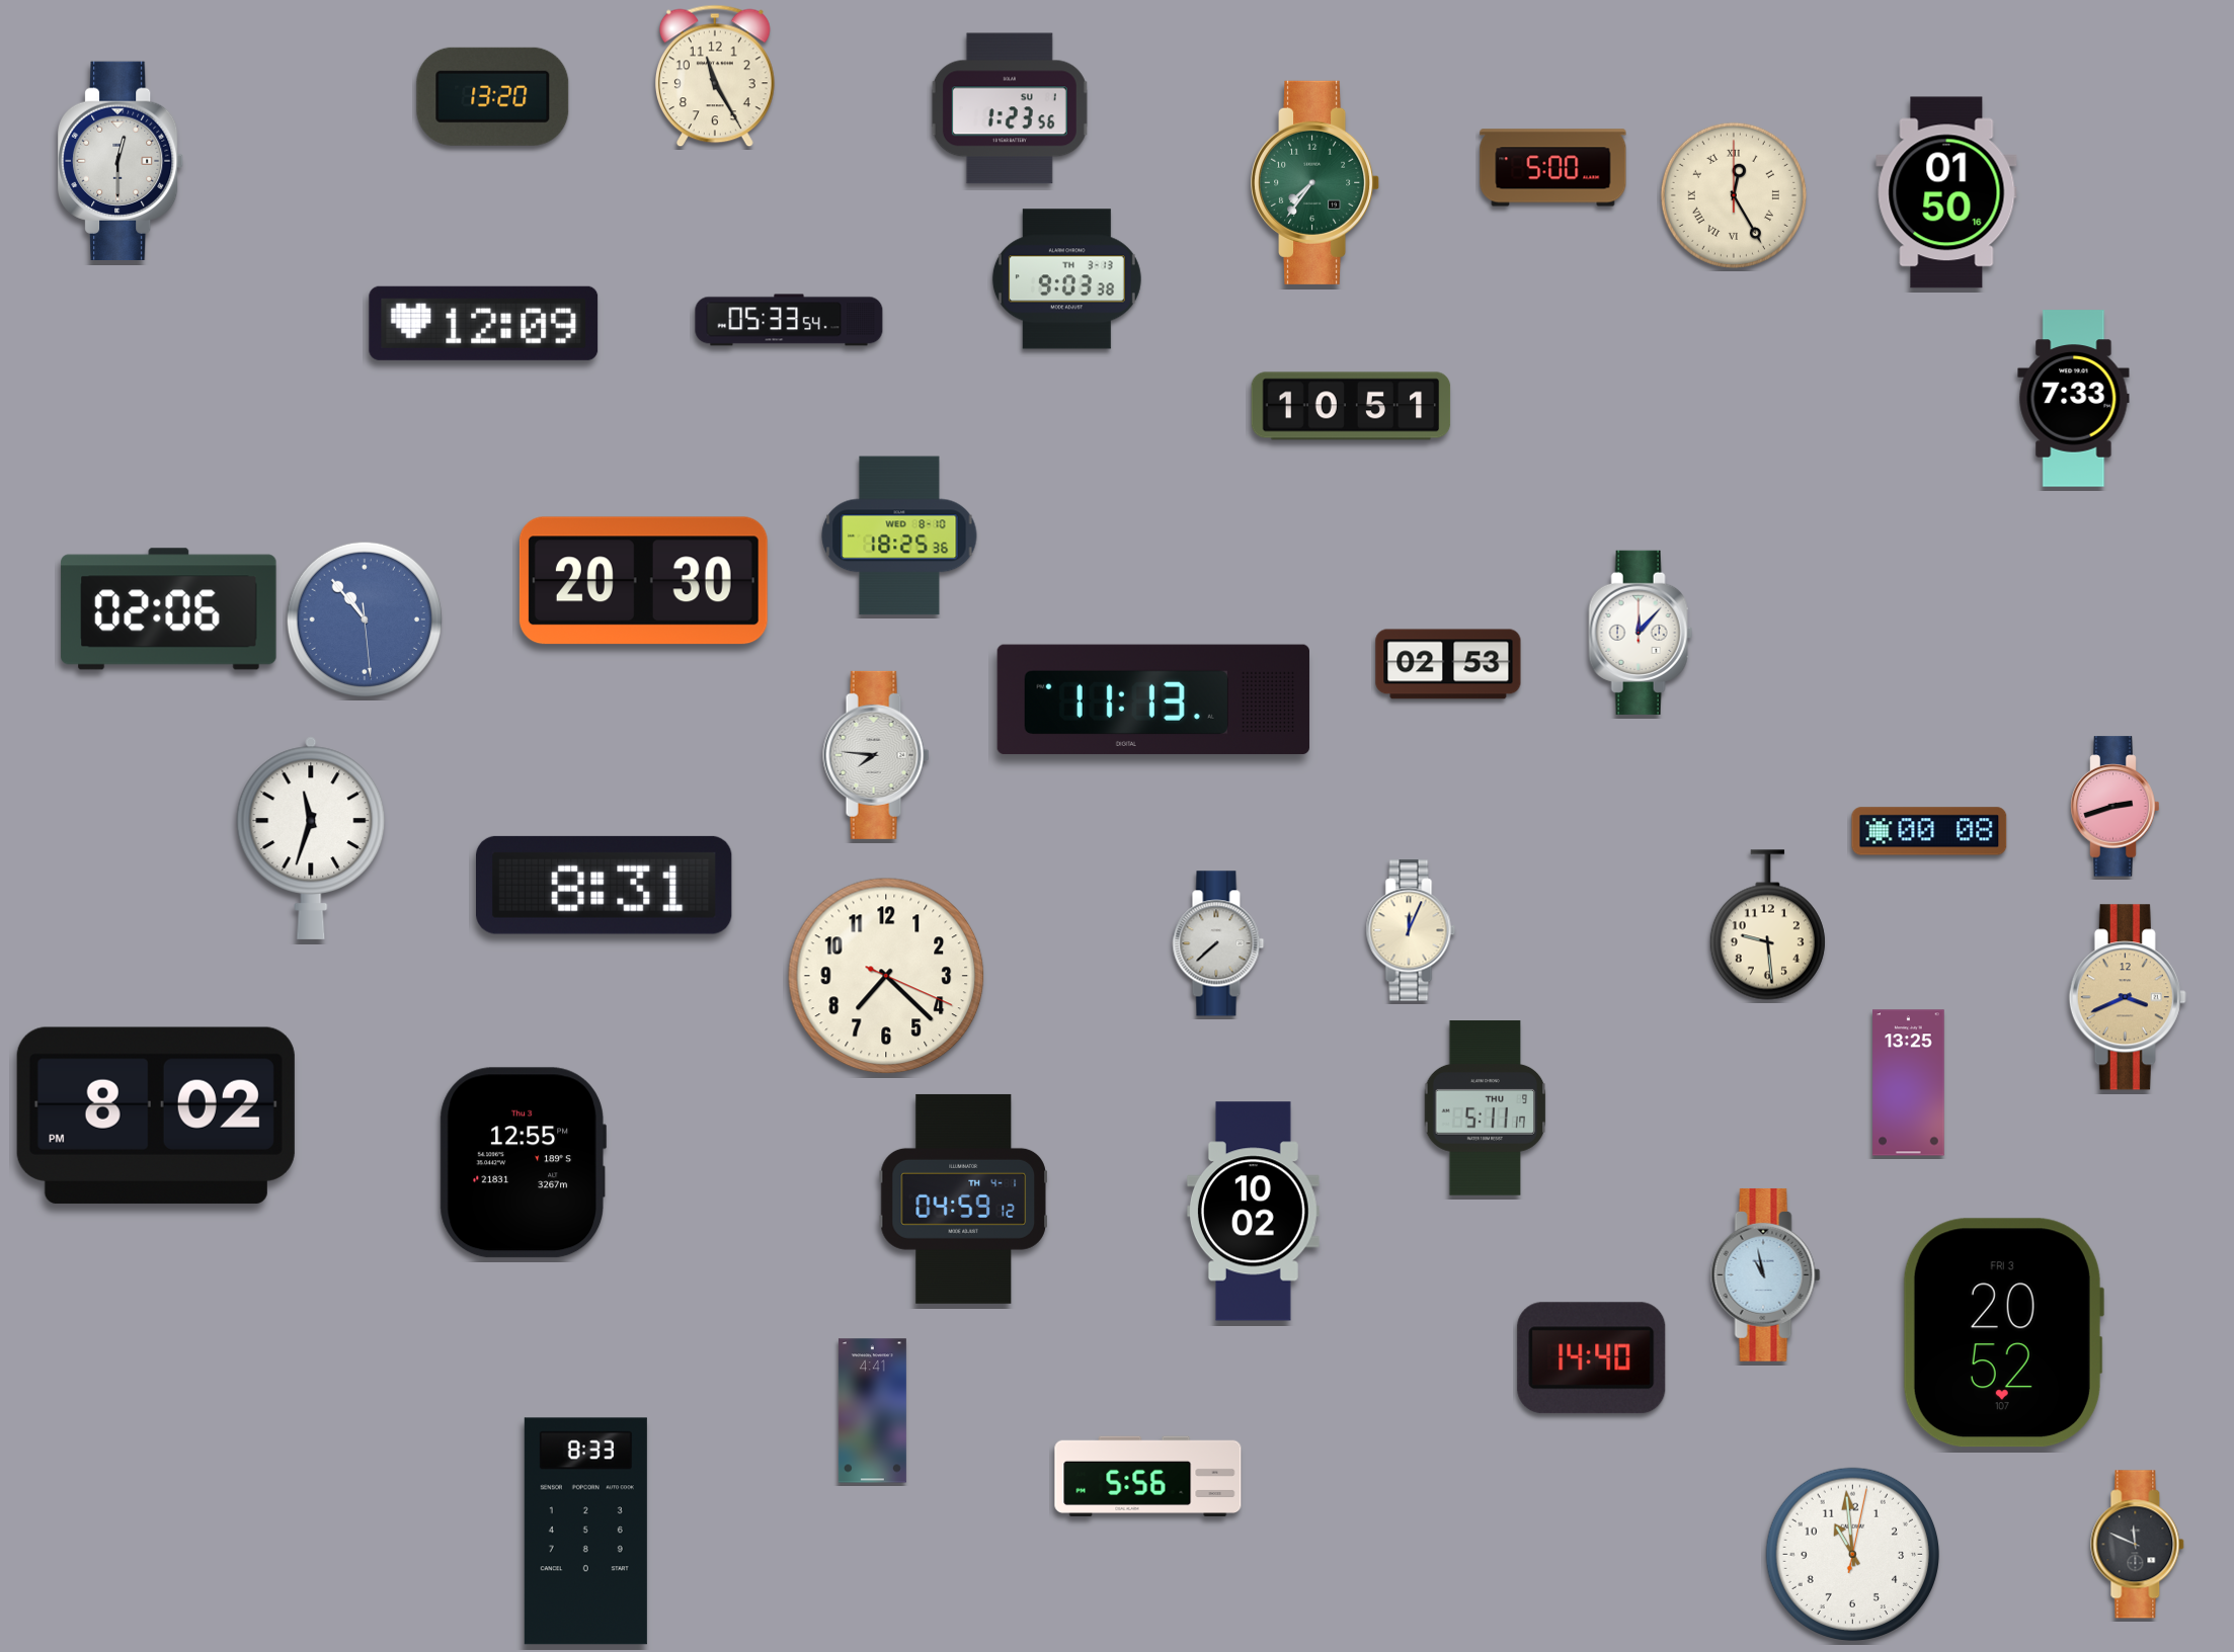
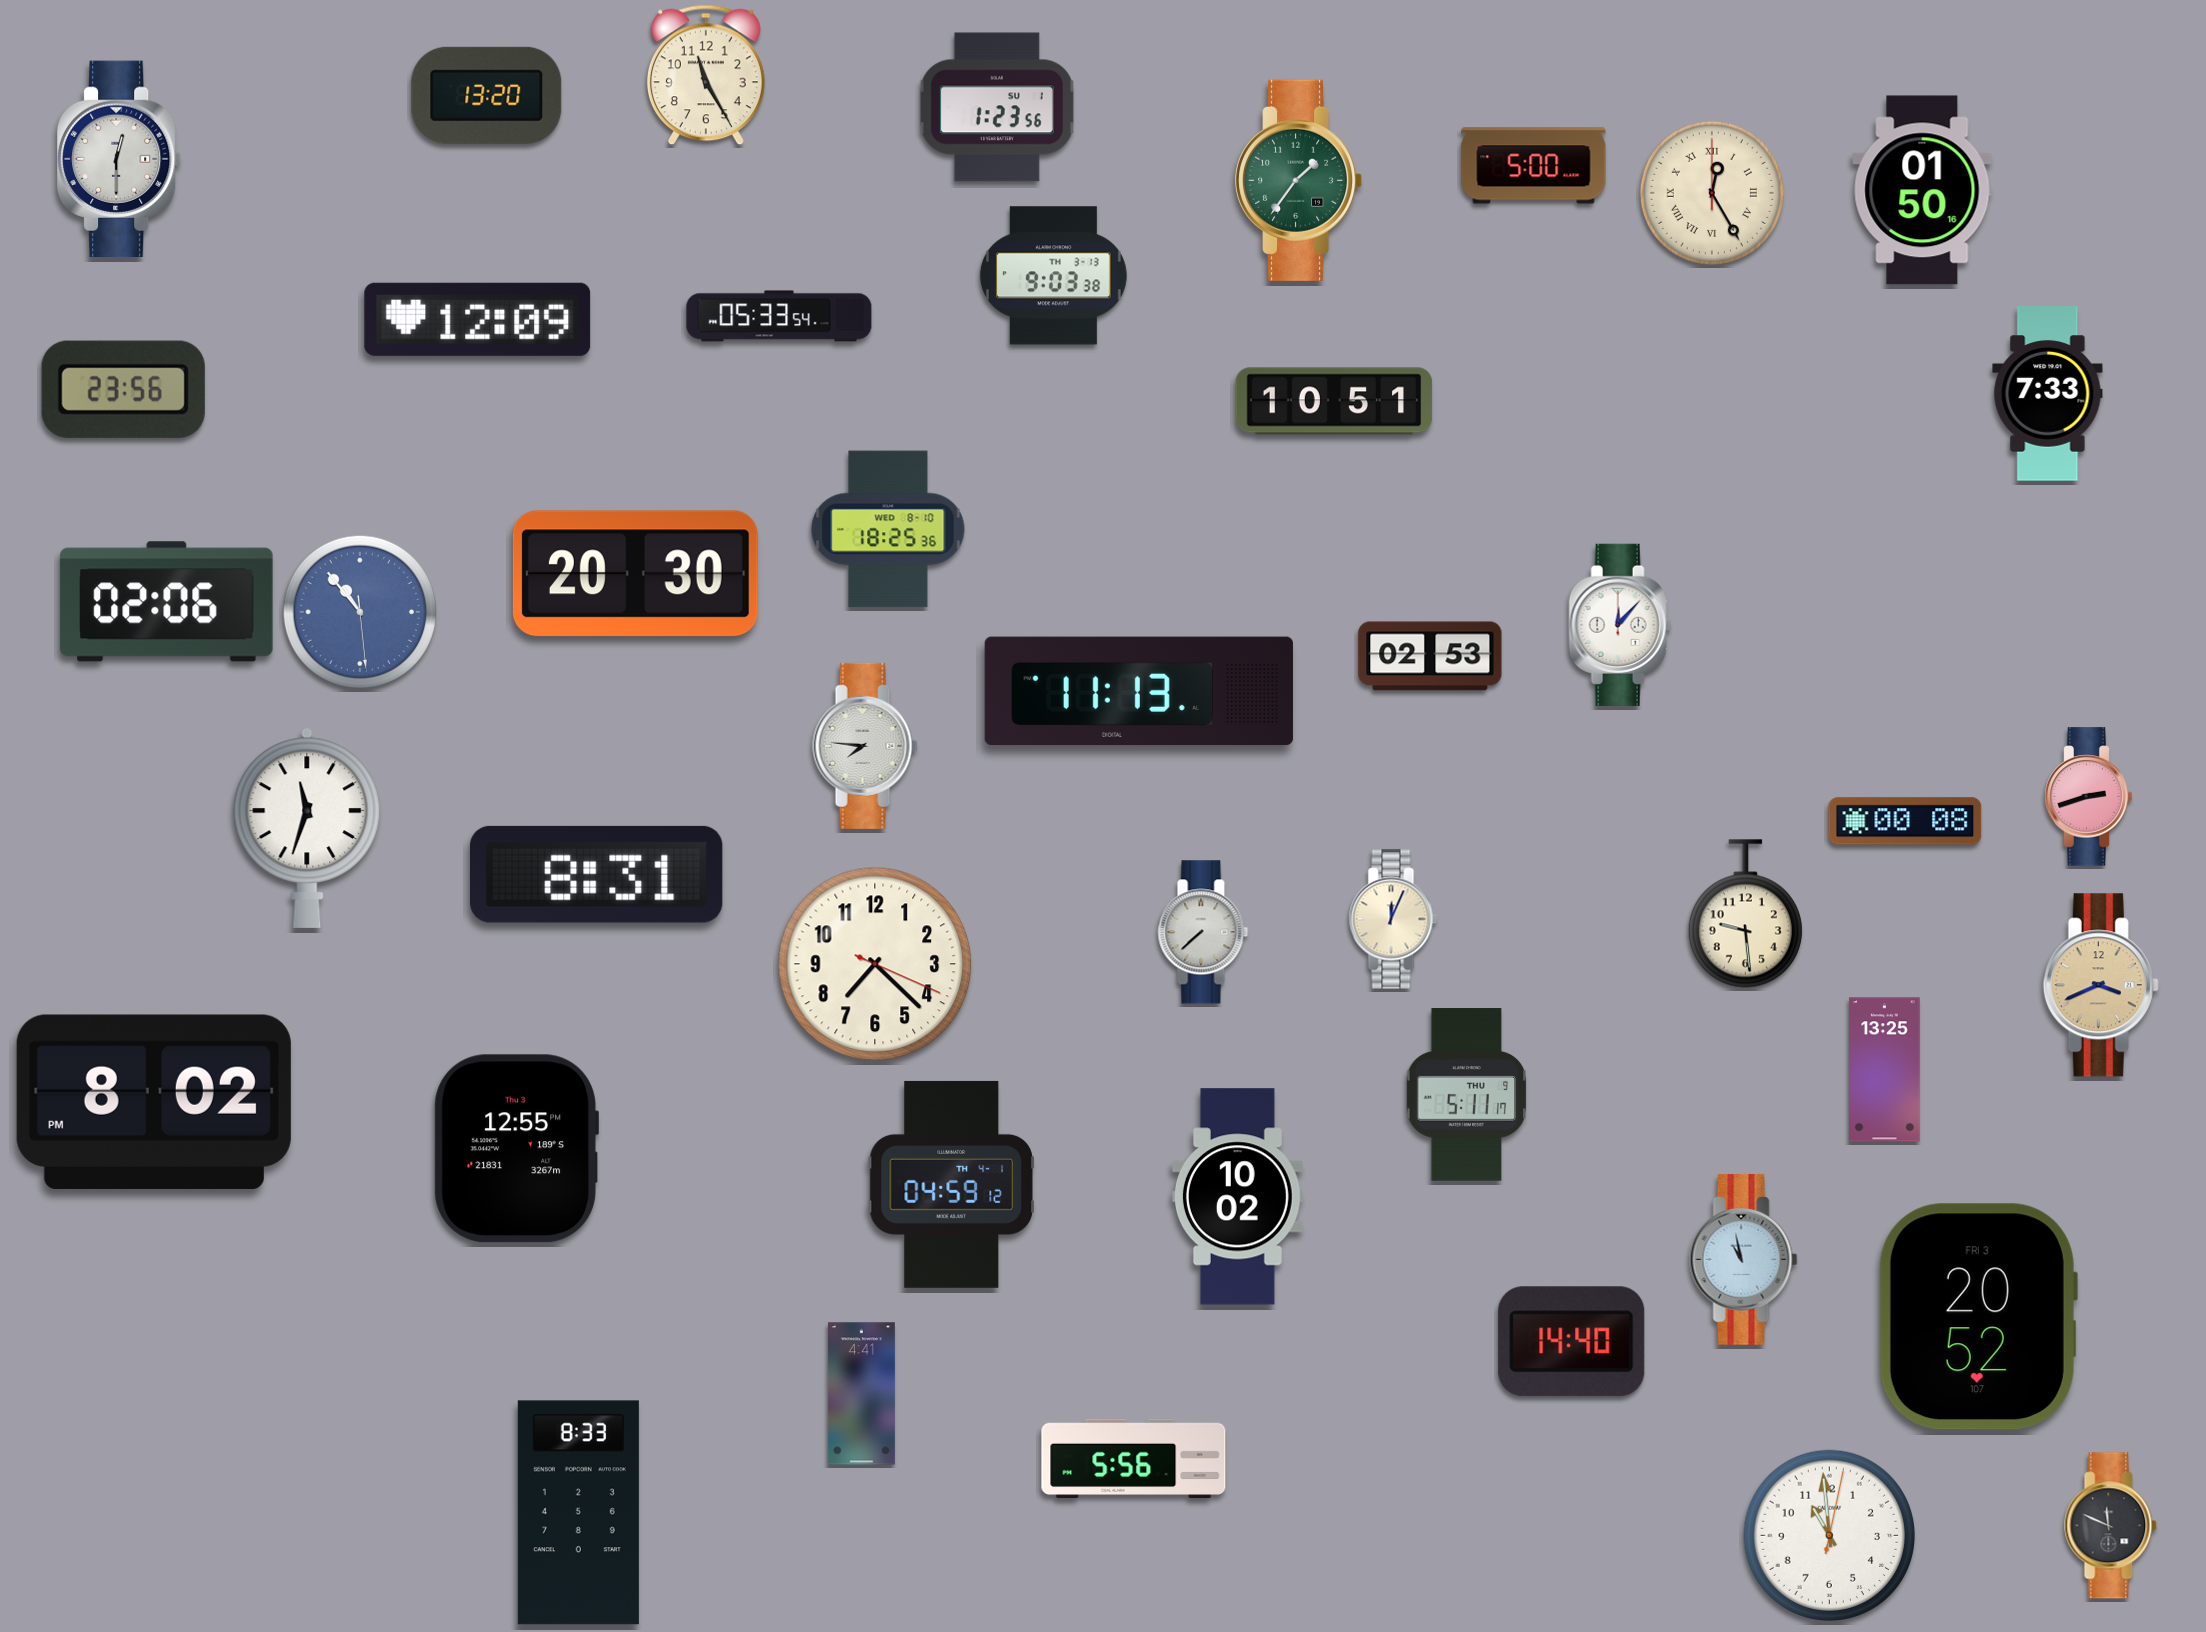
clock at (1315, 182): 7:36 -> 1:36
clock at (123, 389): none -> 23:56
